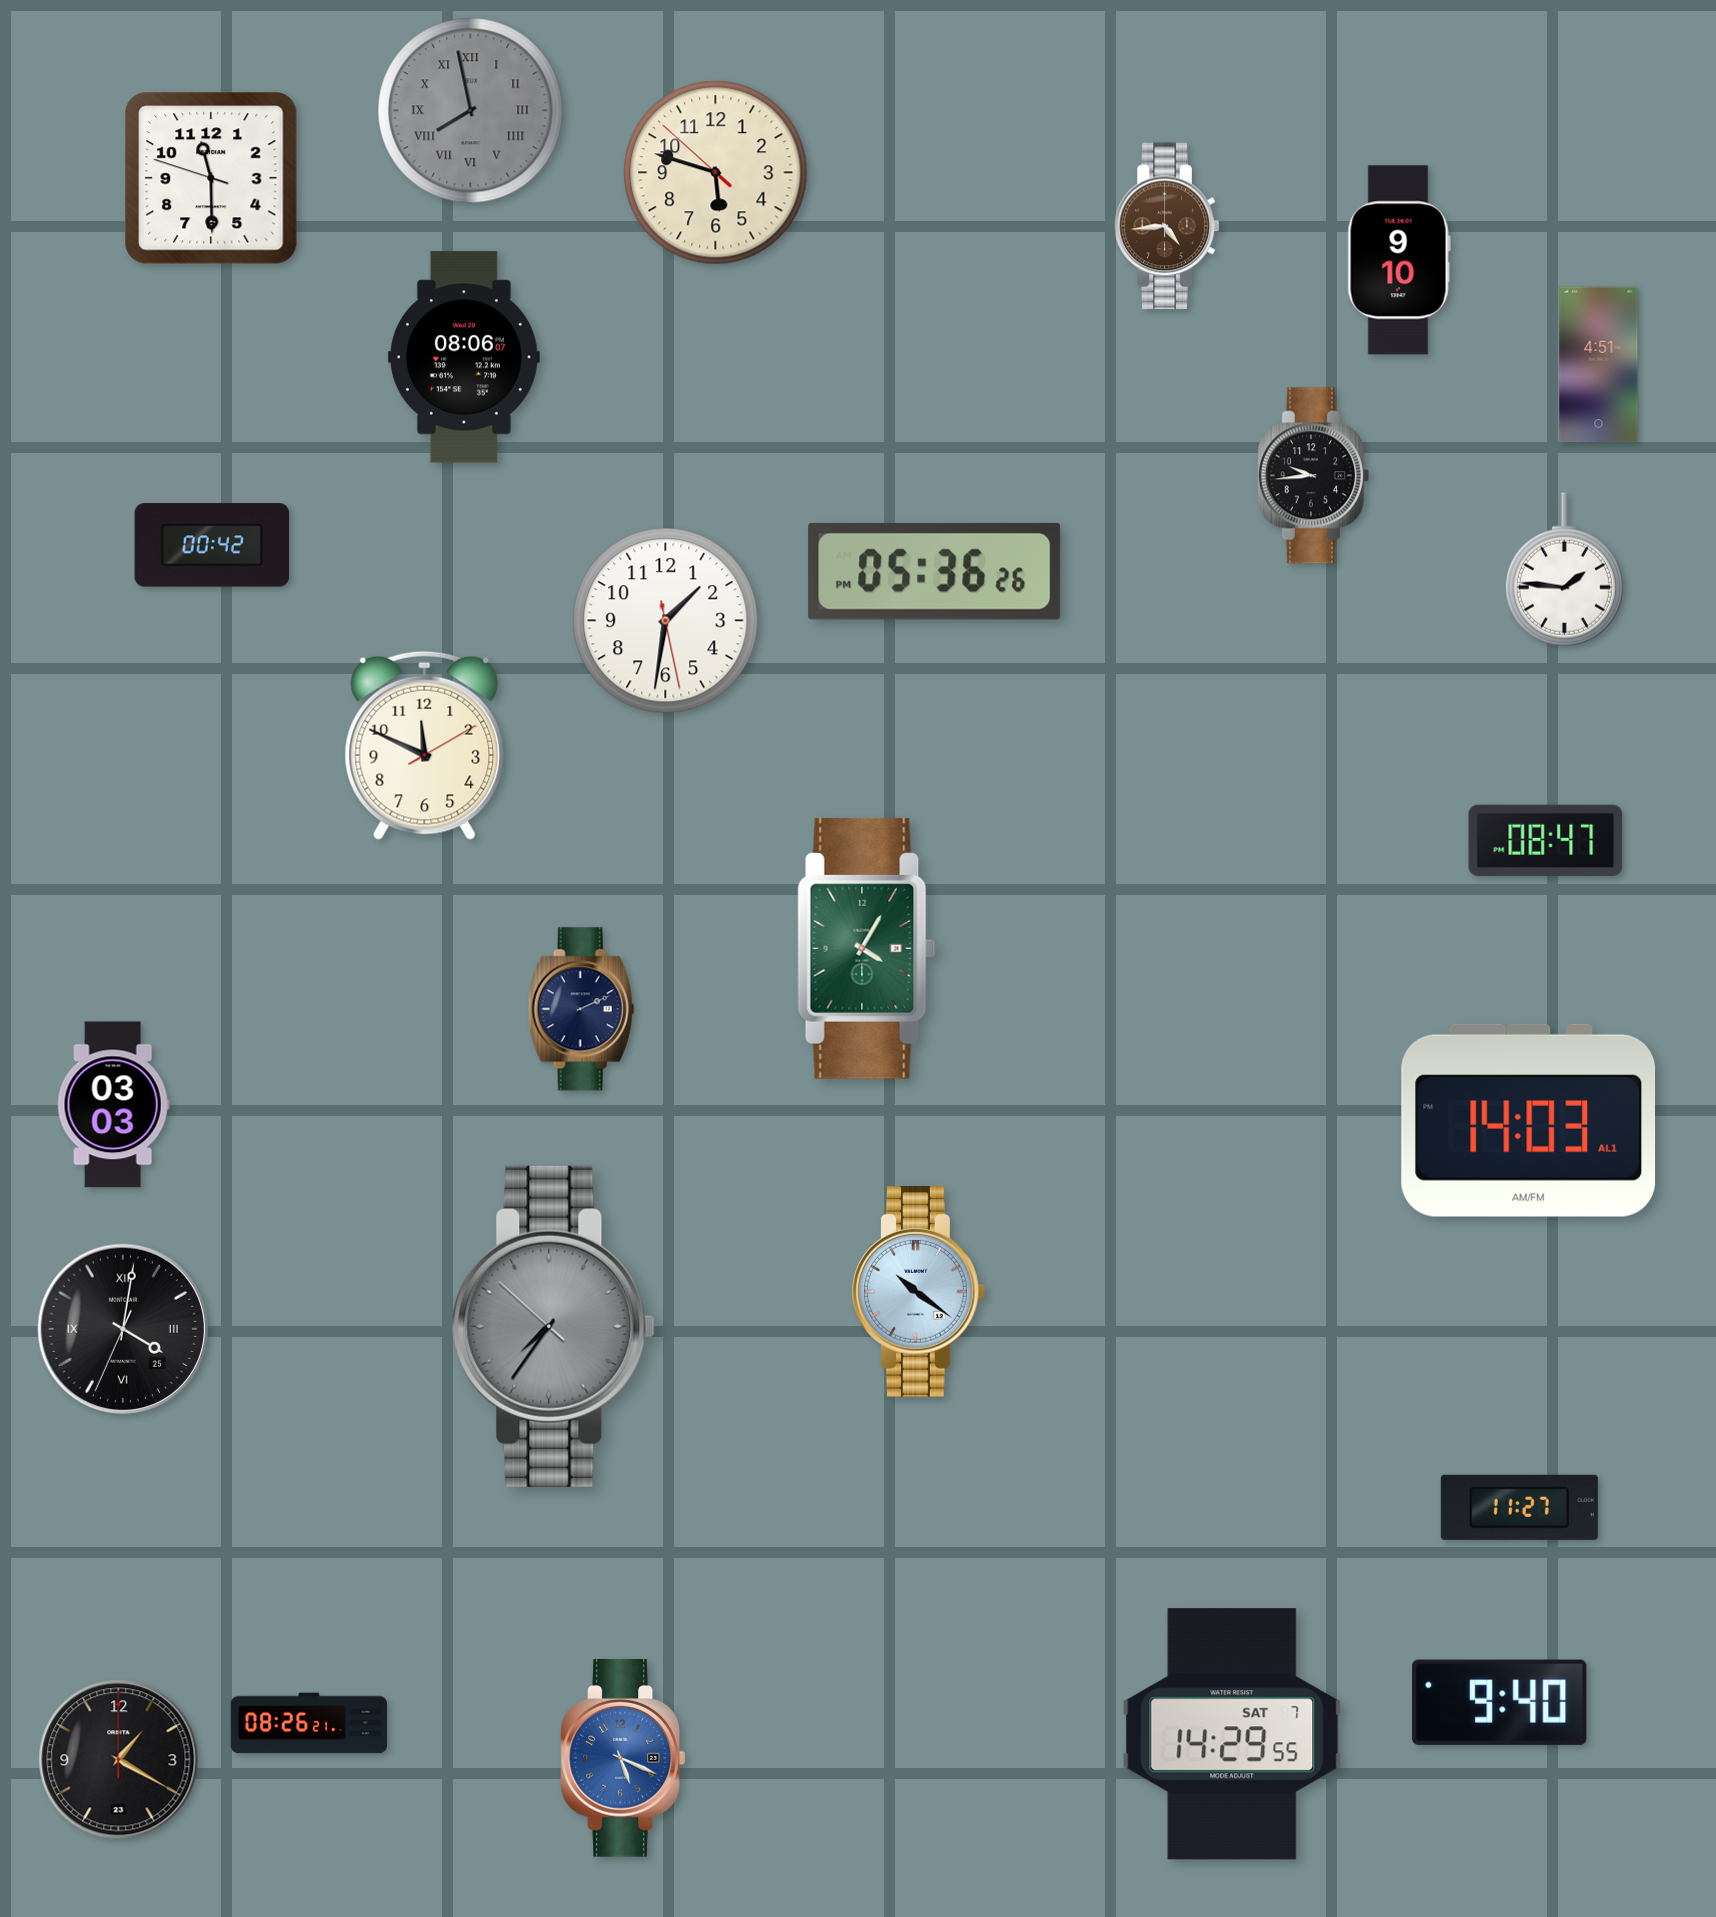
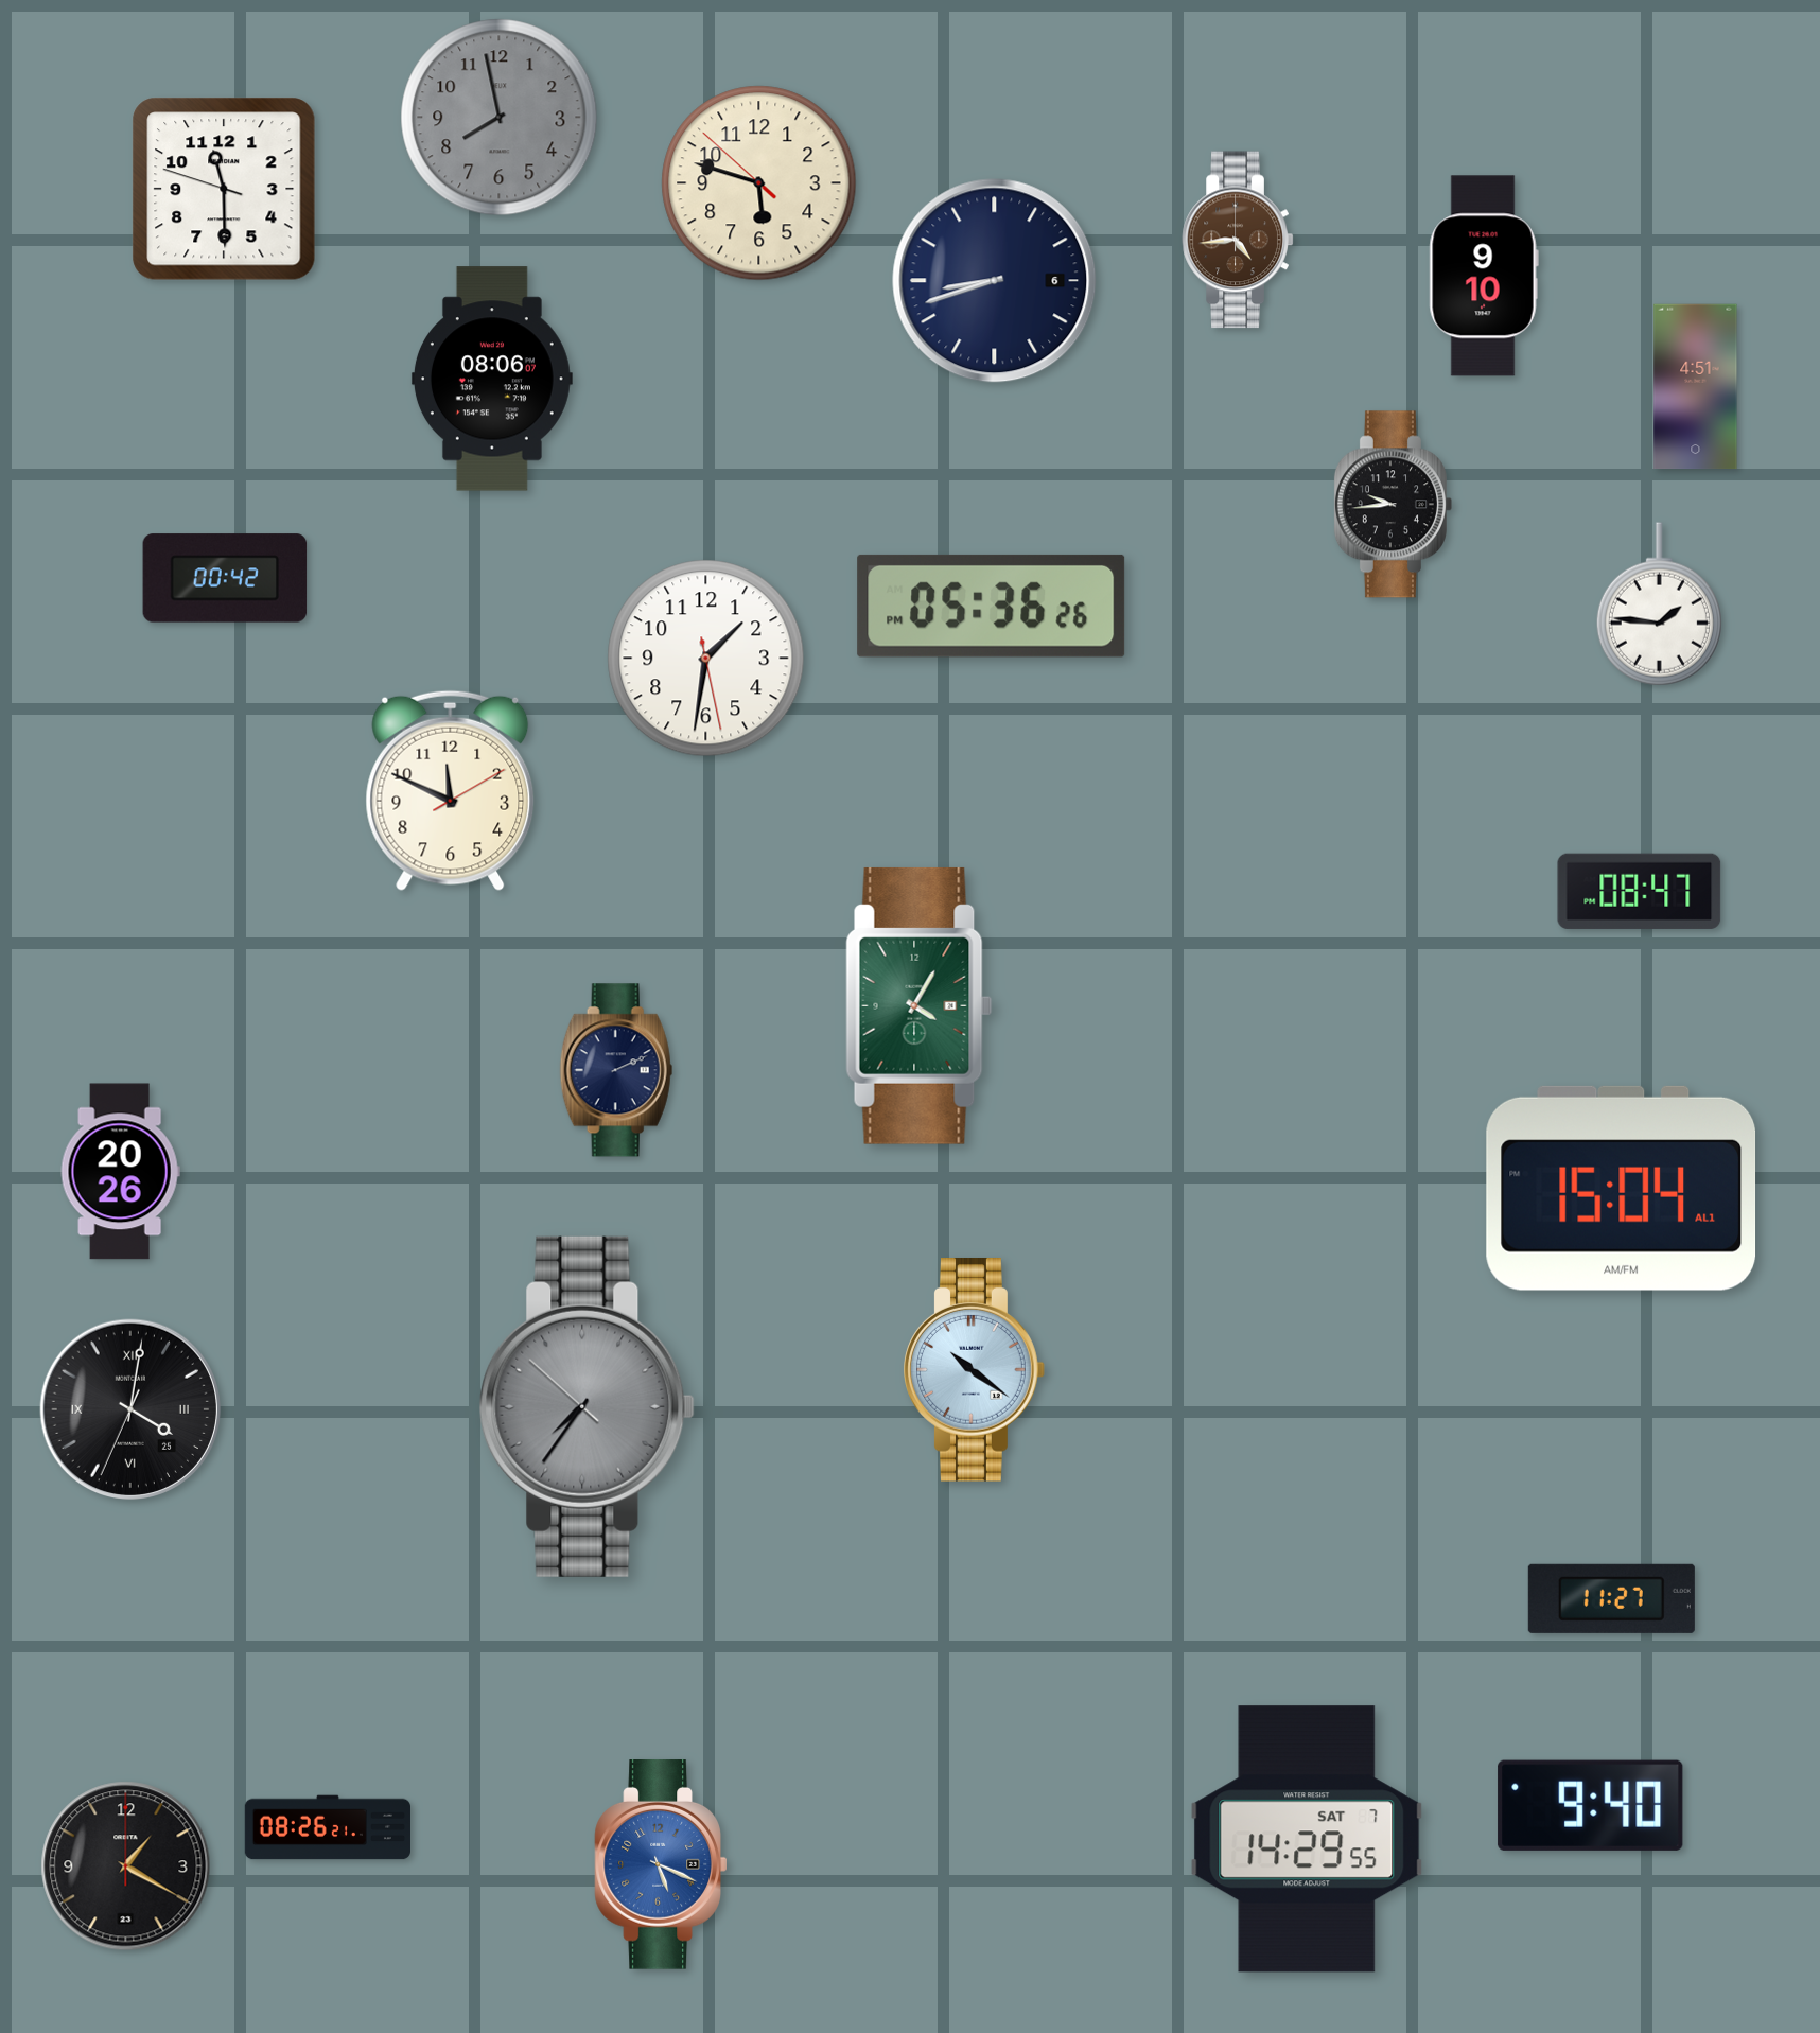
clock at (471, 111) numerals: Roman -> Arabic
clock at (995, 281): none -> 8:42
clock at (113, 1105): 03:03 -> 20:26
clock at (1529, 1120): 14:03 -> 15:04
